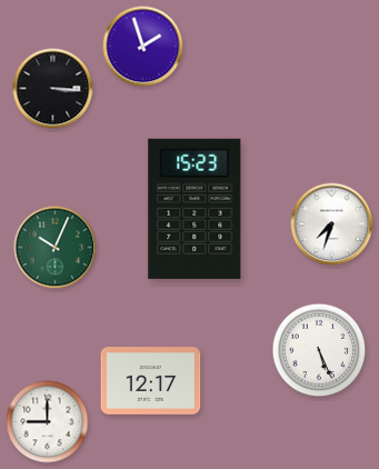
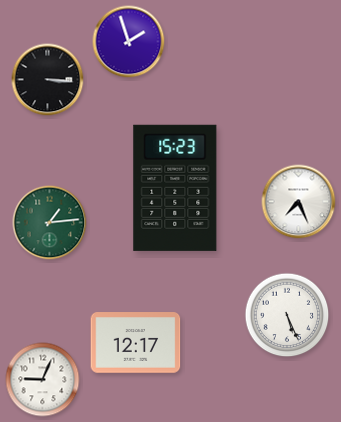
clock at (332, 224): 7:33 -> 7:26
clock at (56, 248): 10:04 -> 1:14
clock at (48, 422): 9:00 -> 9:04
